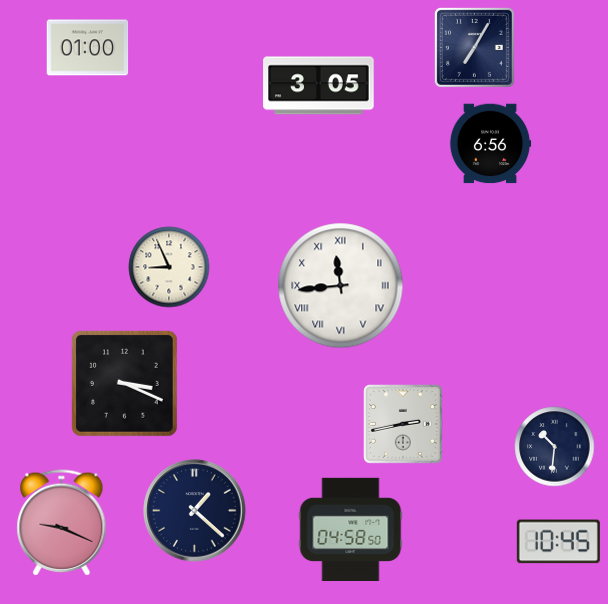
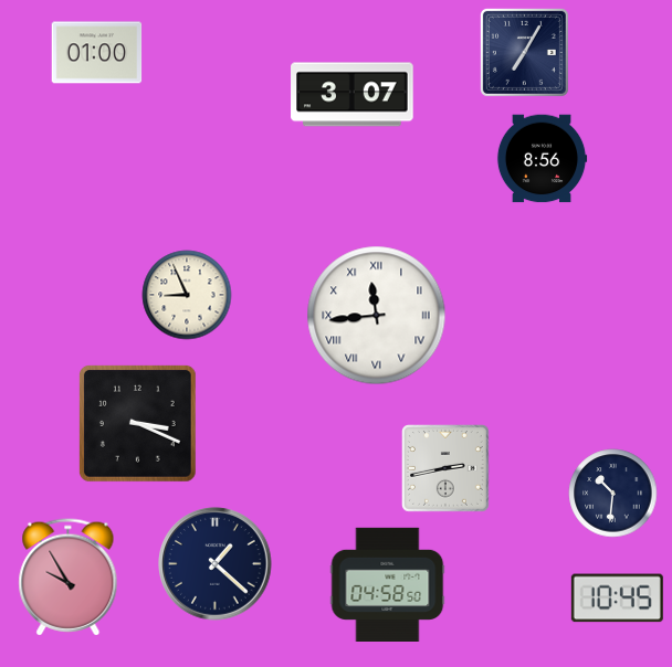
clock at (319, 86): 3:05 -> 3:07
clock at (490, 144): 6:56 -> 8:56
clock at (62, 523): 9:19 -> 9:55
